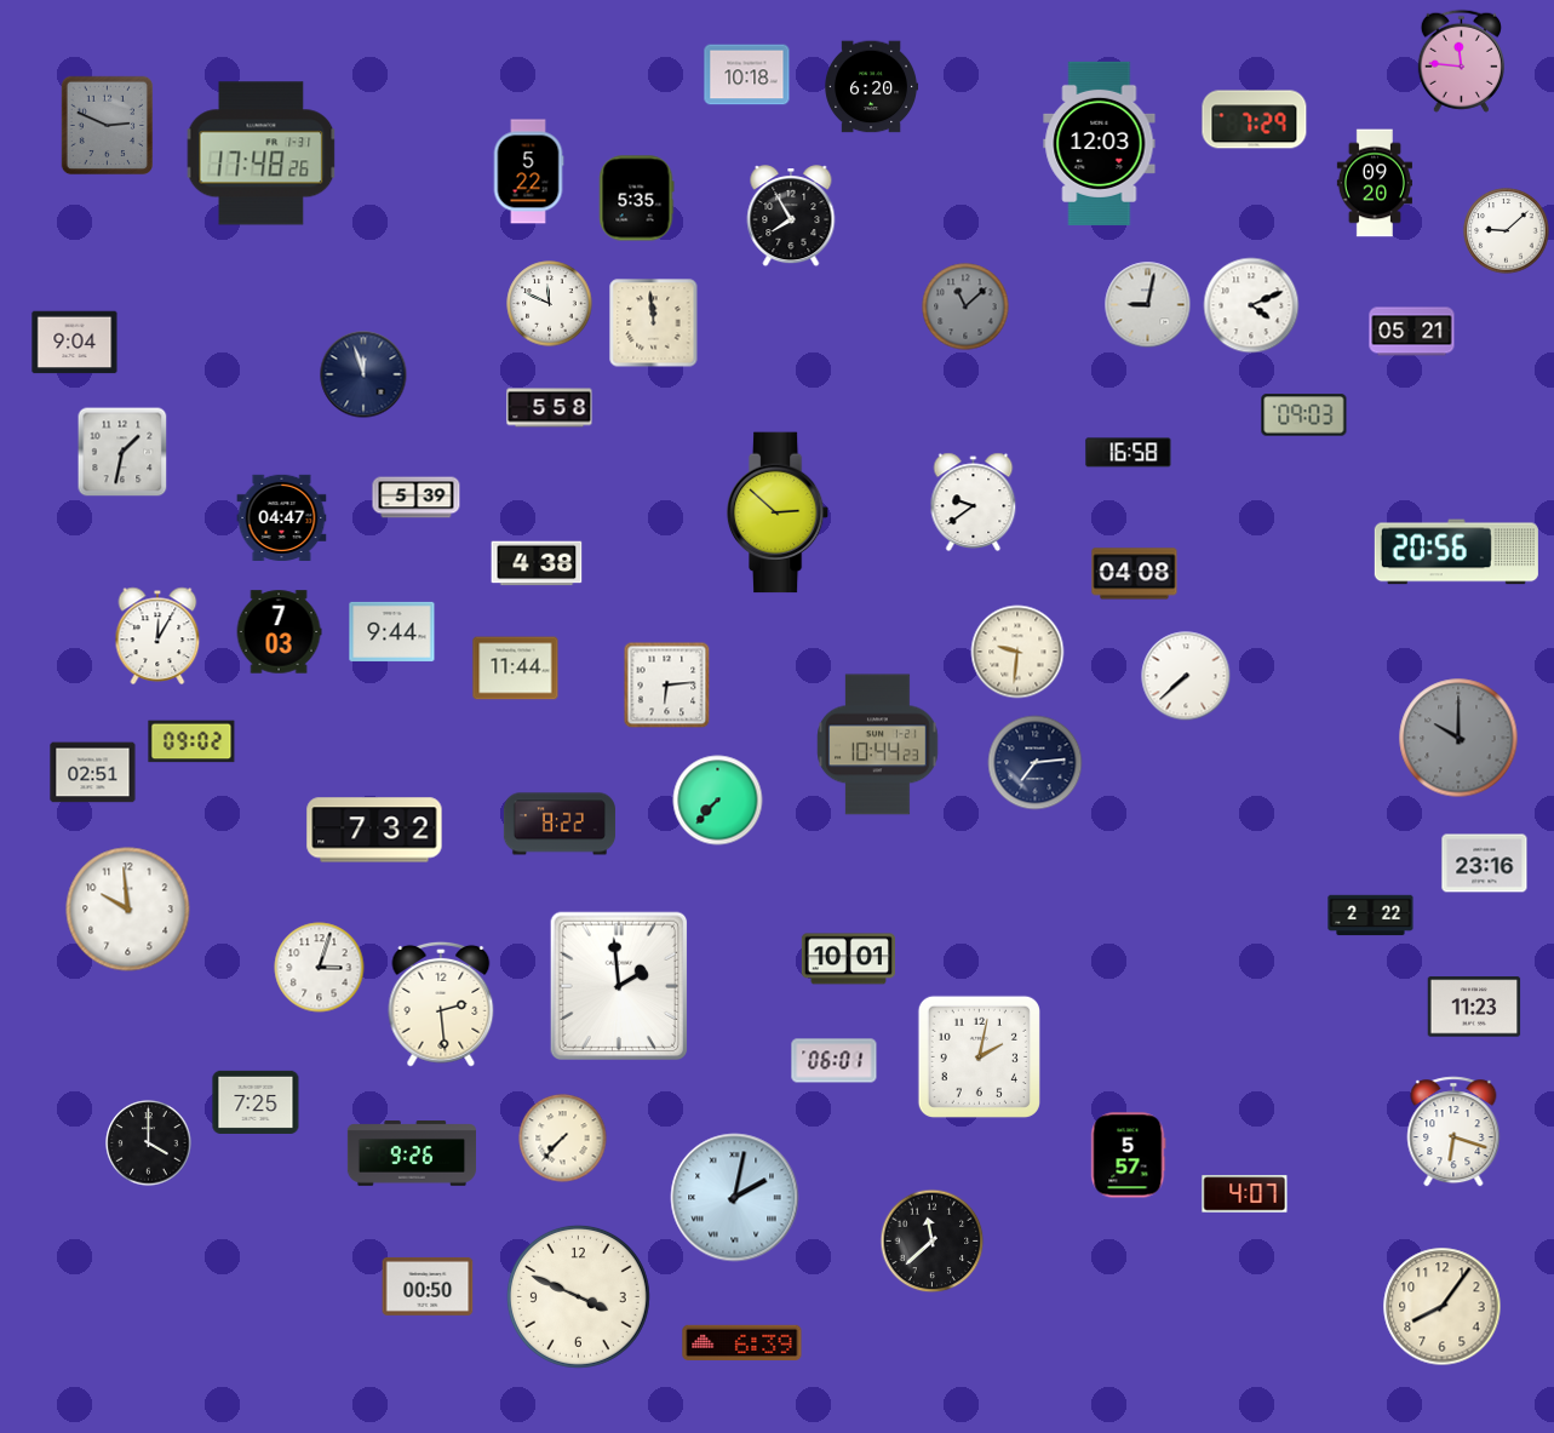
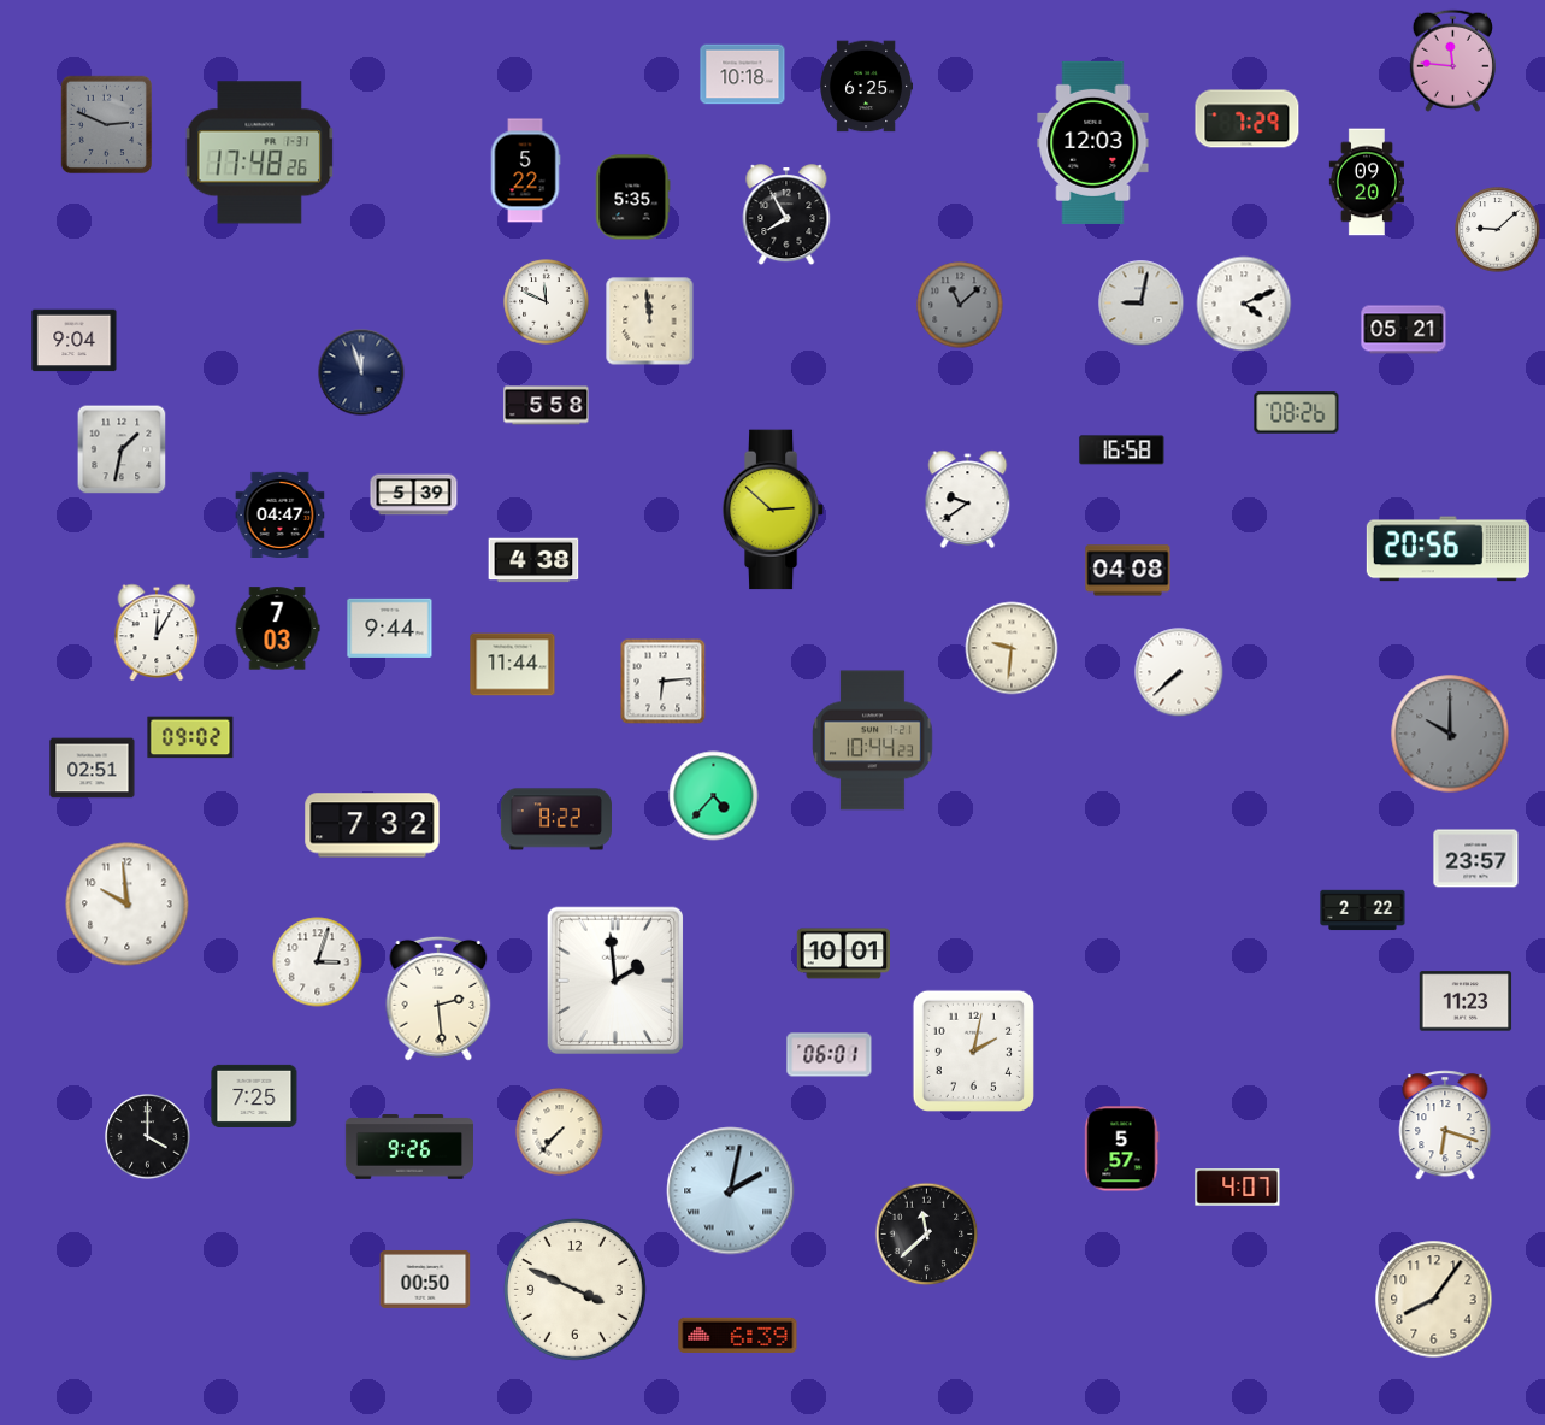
clock at (871, 87): 6:20 -> 6:25
clock at (1304, 415): 09:03 -> 08:26
clock at (1036, 763): 7:14 -> none
clock at (718, 801): 7:37 -> 4:37
clock at (1485, 864): 23:16 -> 23:57
